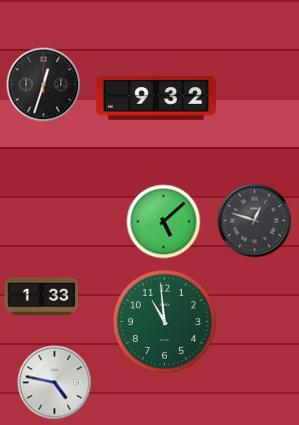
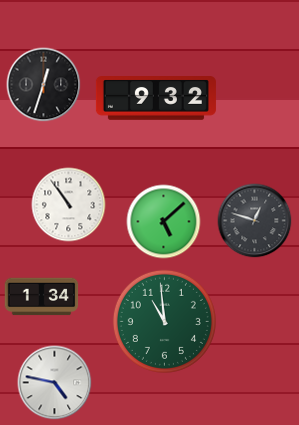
clock at (69, 205): none -> 10:54
clock at (42, 297): 1:33 -> 1:34
